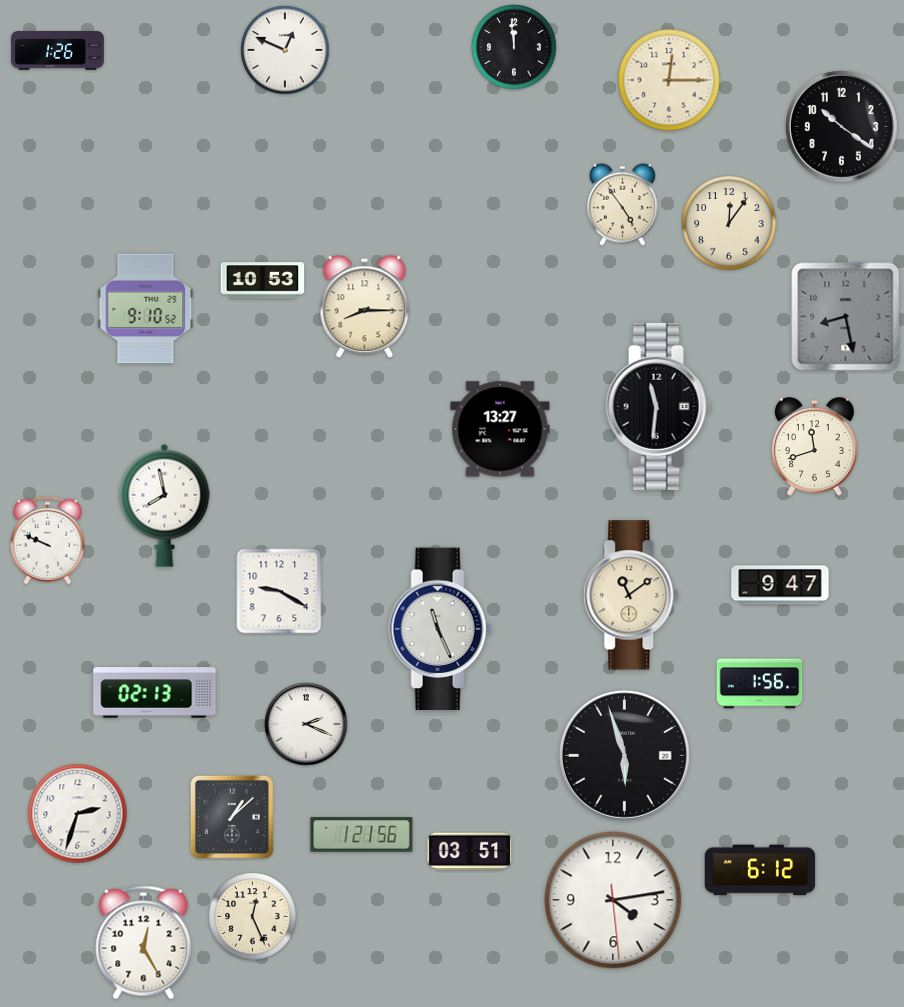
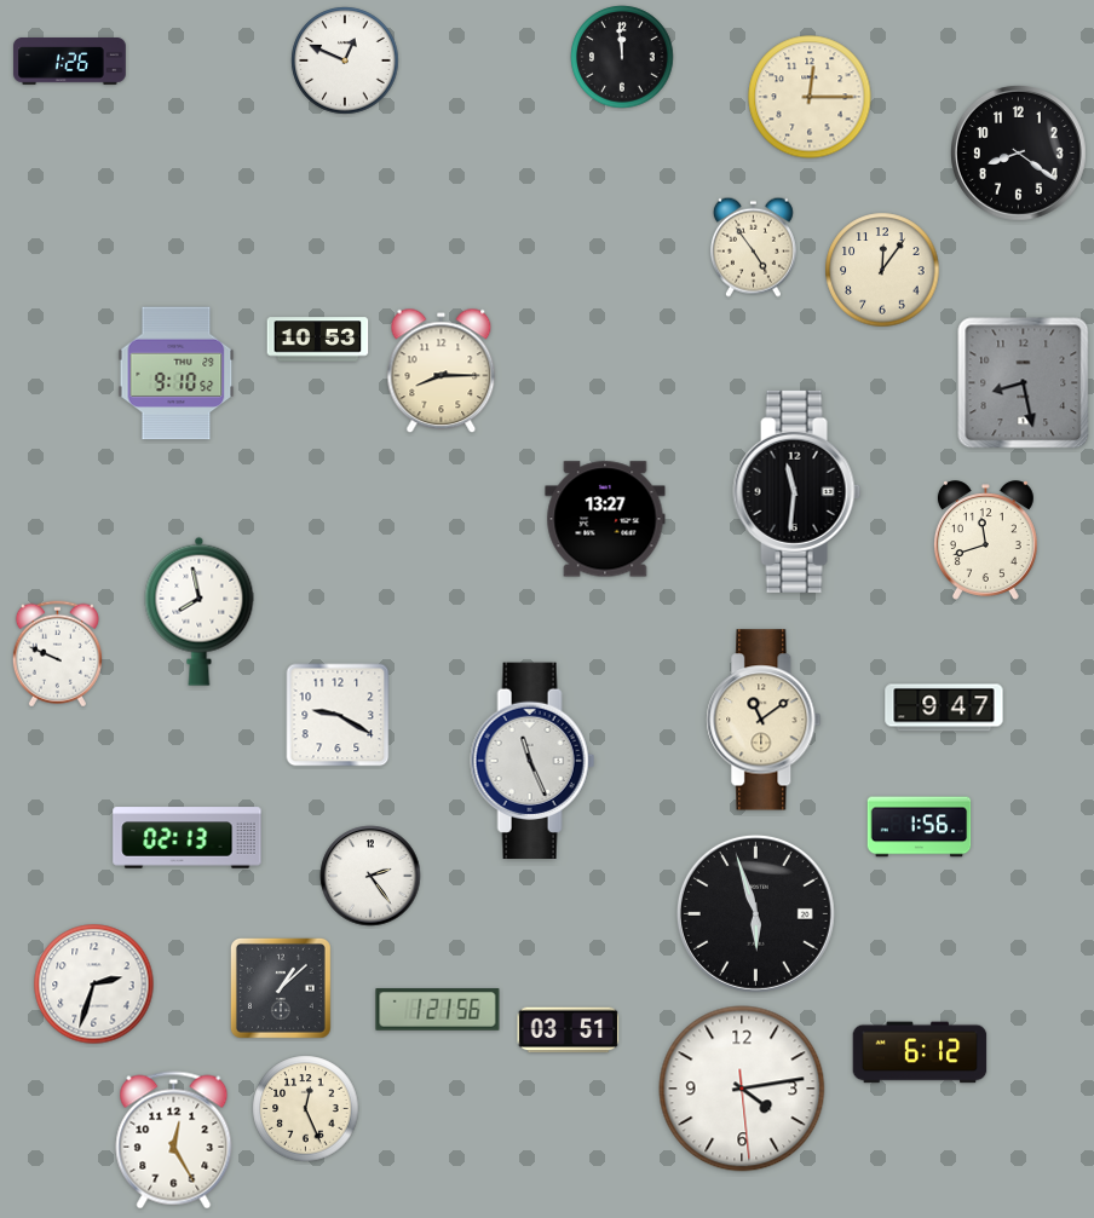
clock at (842, 127): 10:21 -> 8:21
clock at (306, 724): 2:19 -> 2:24
